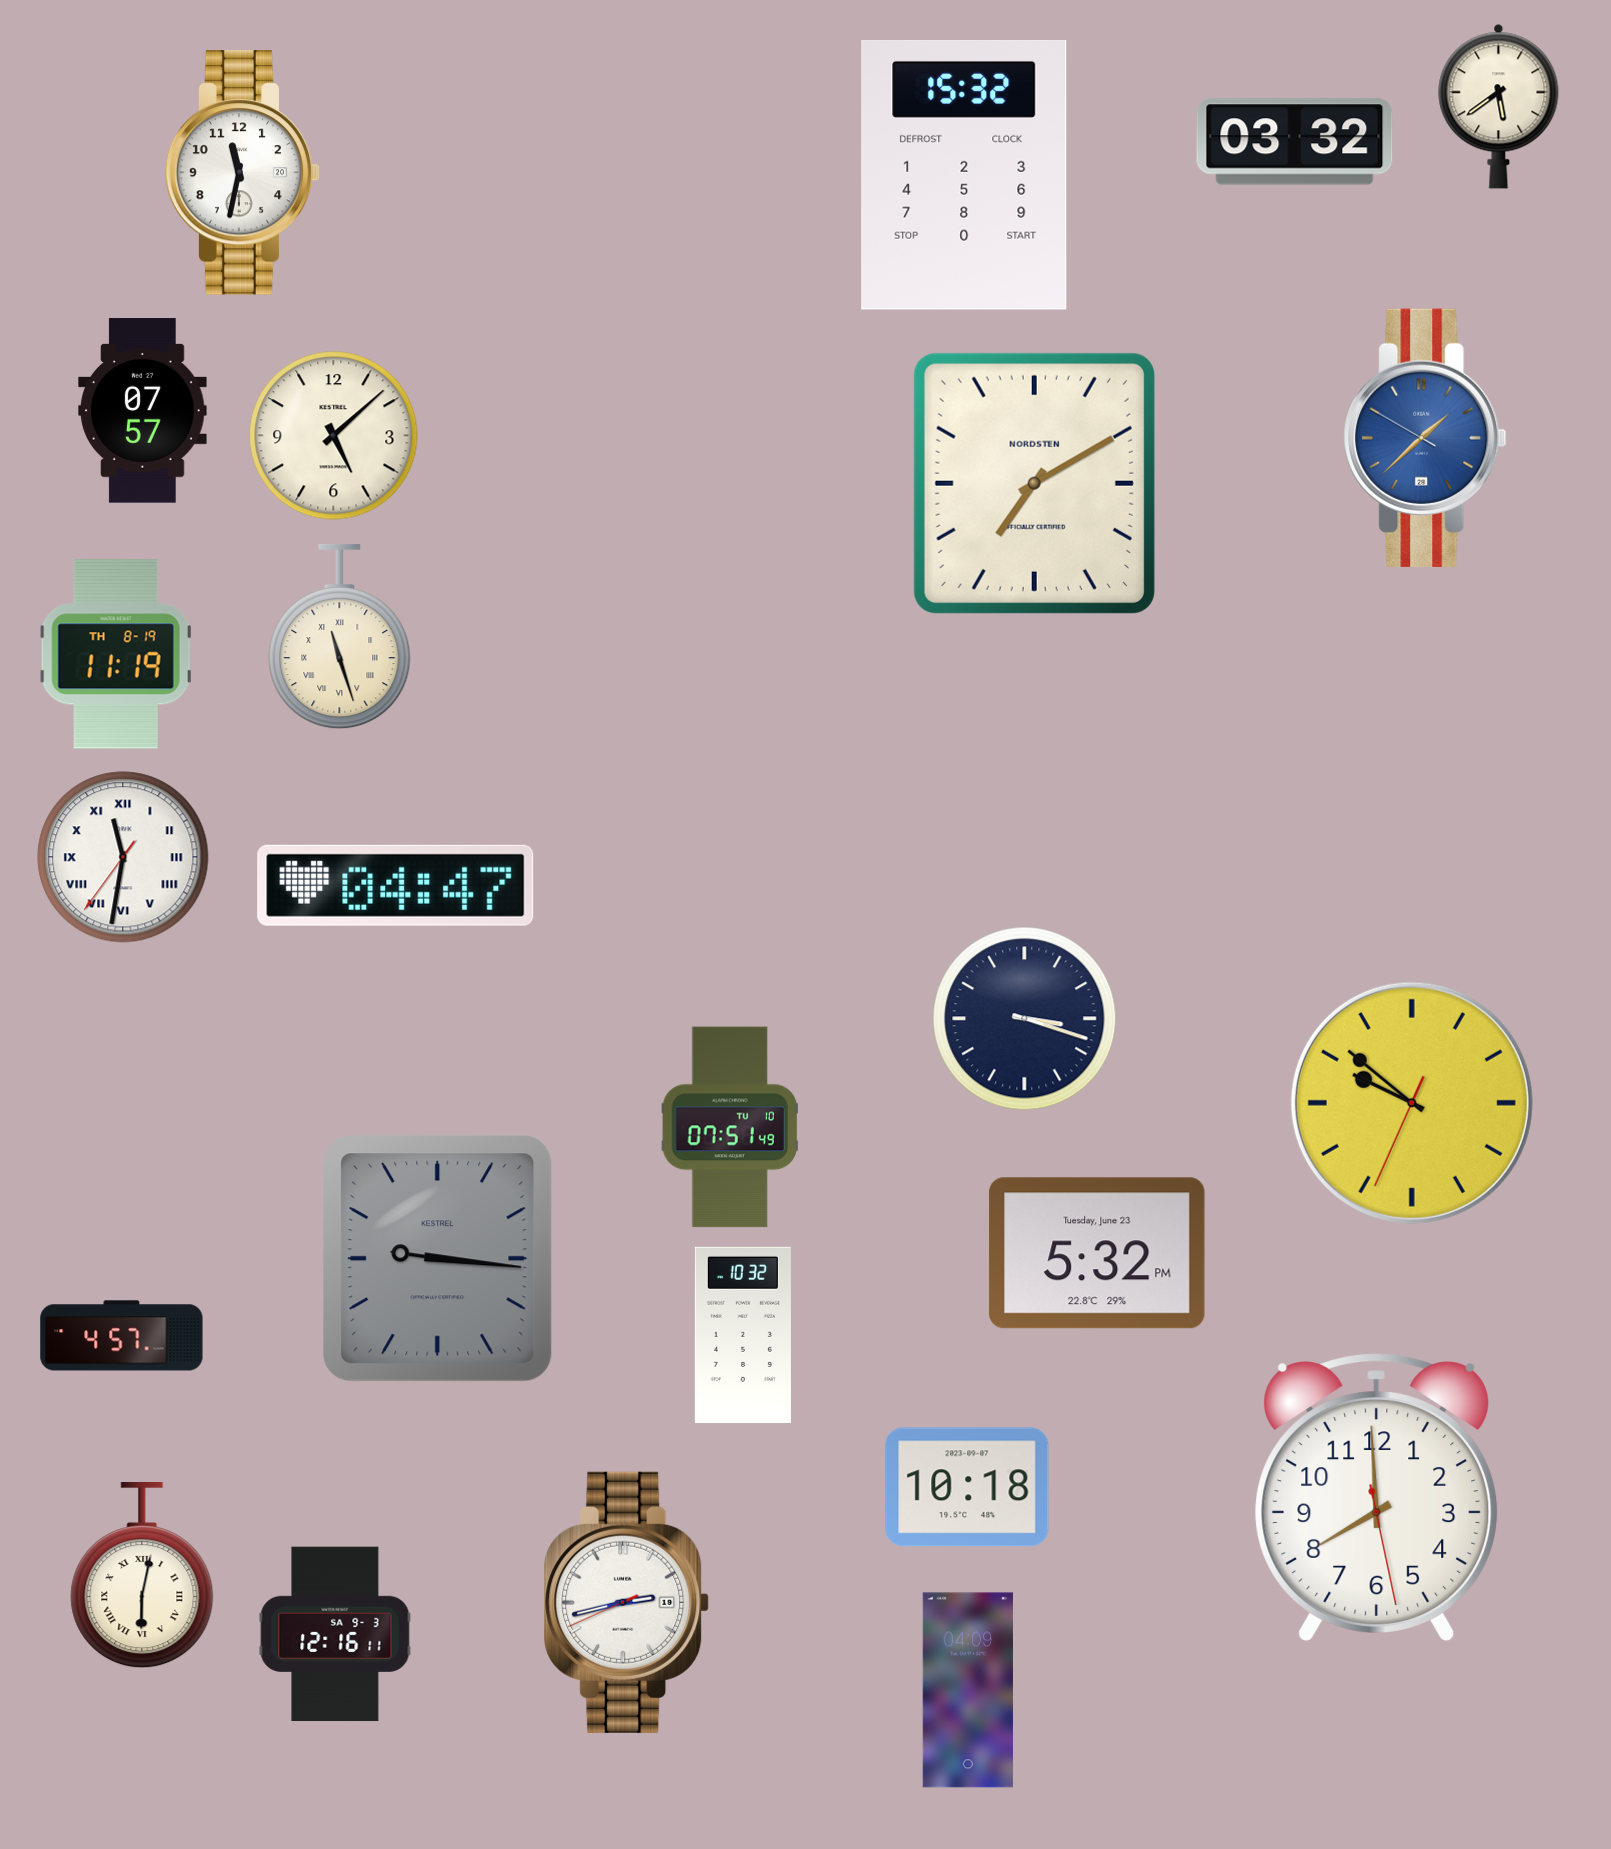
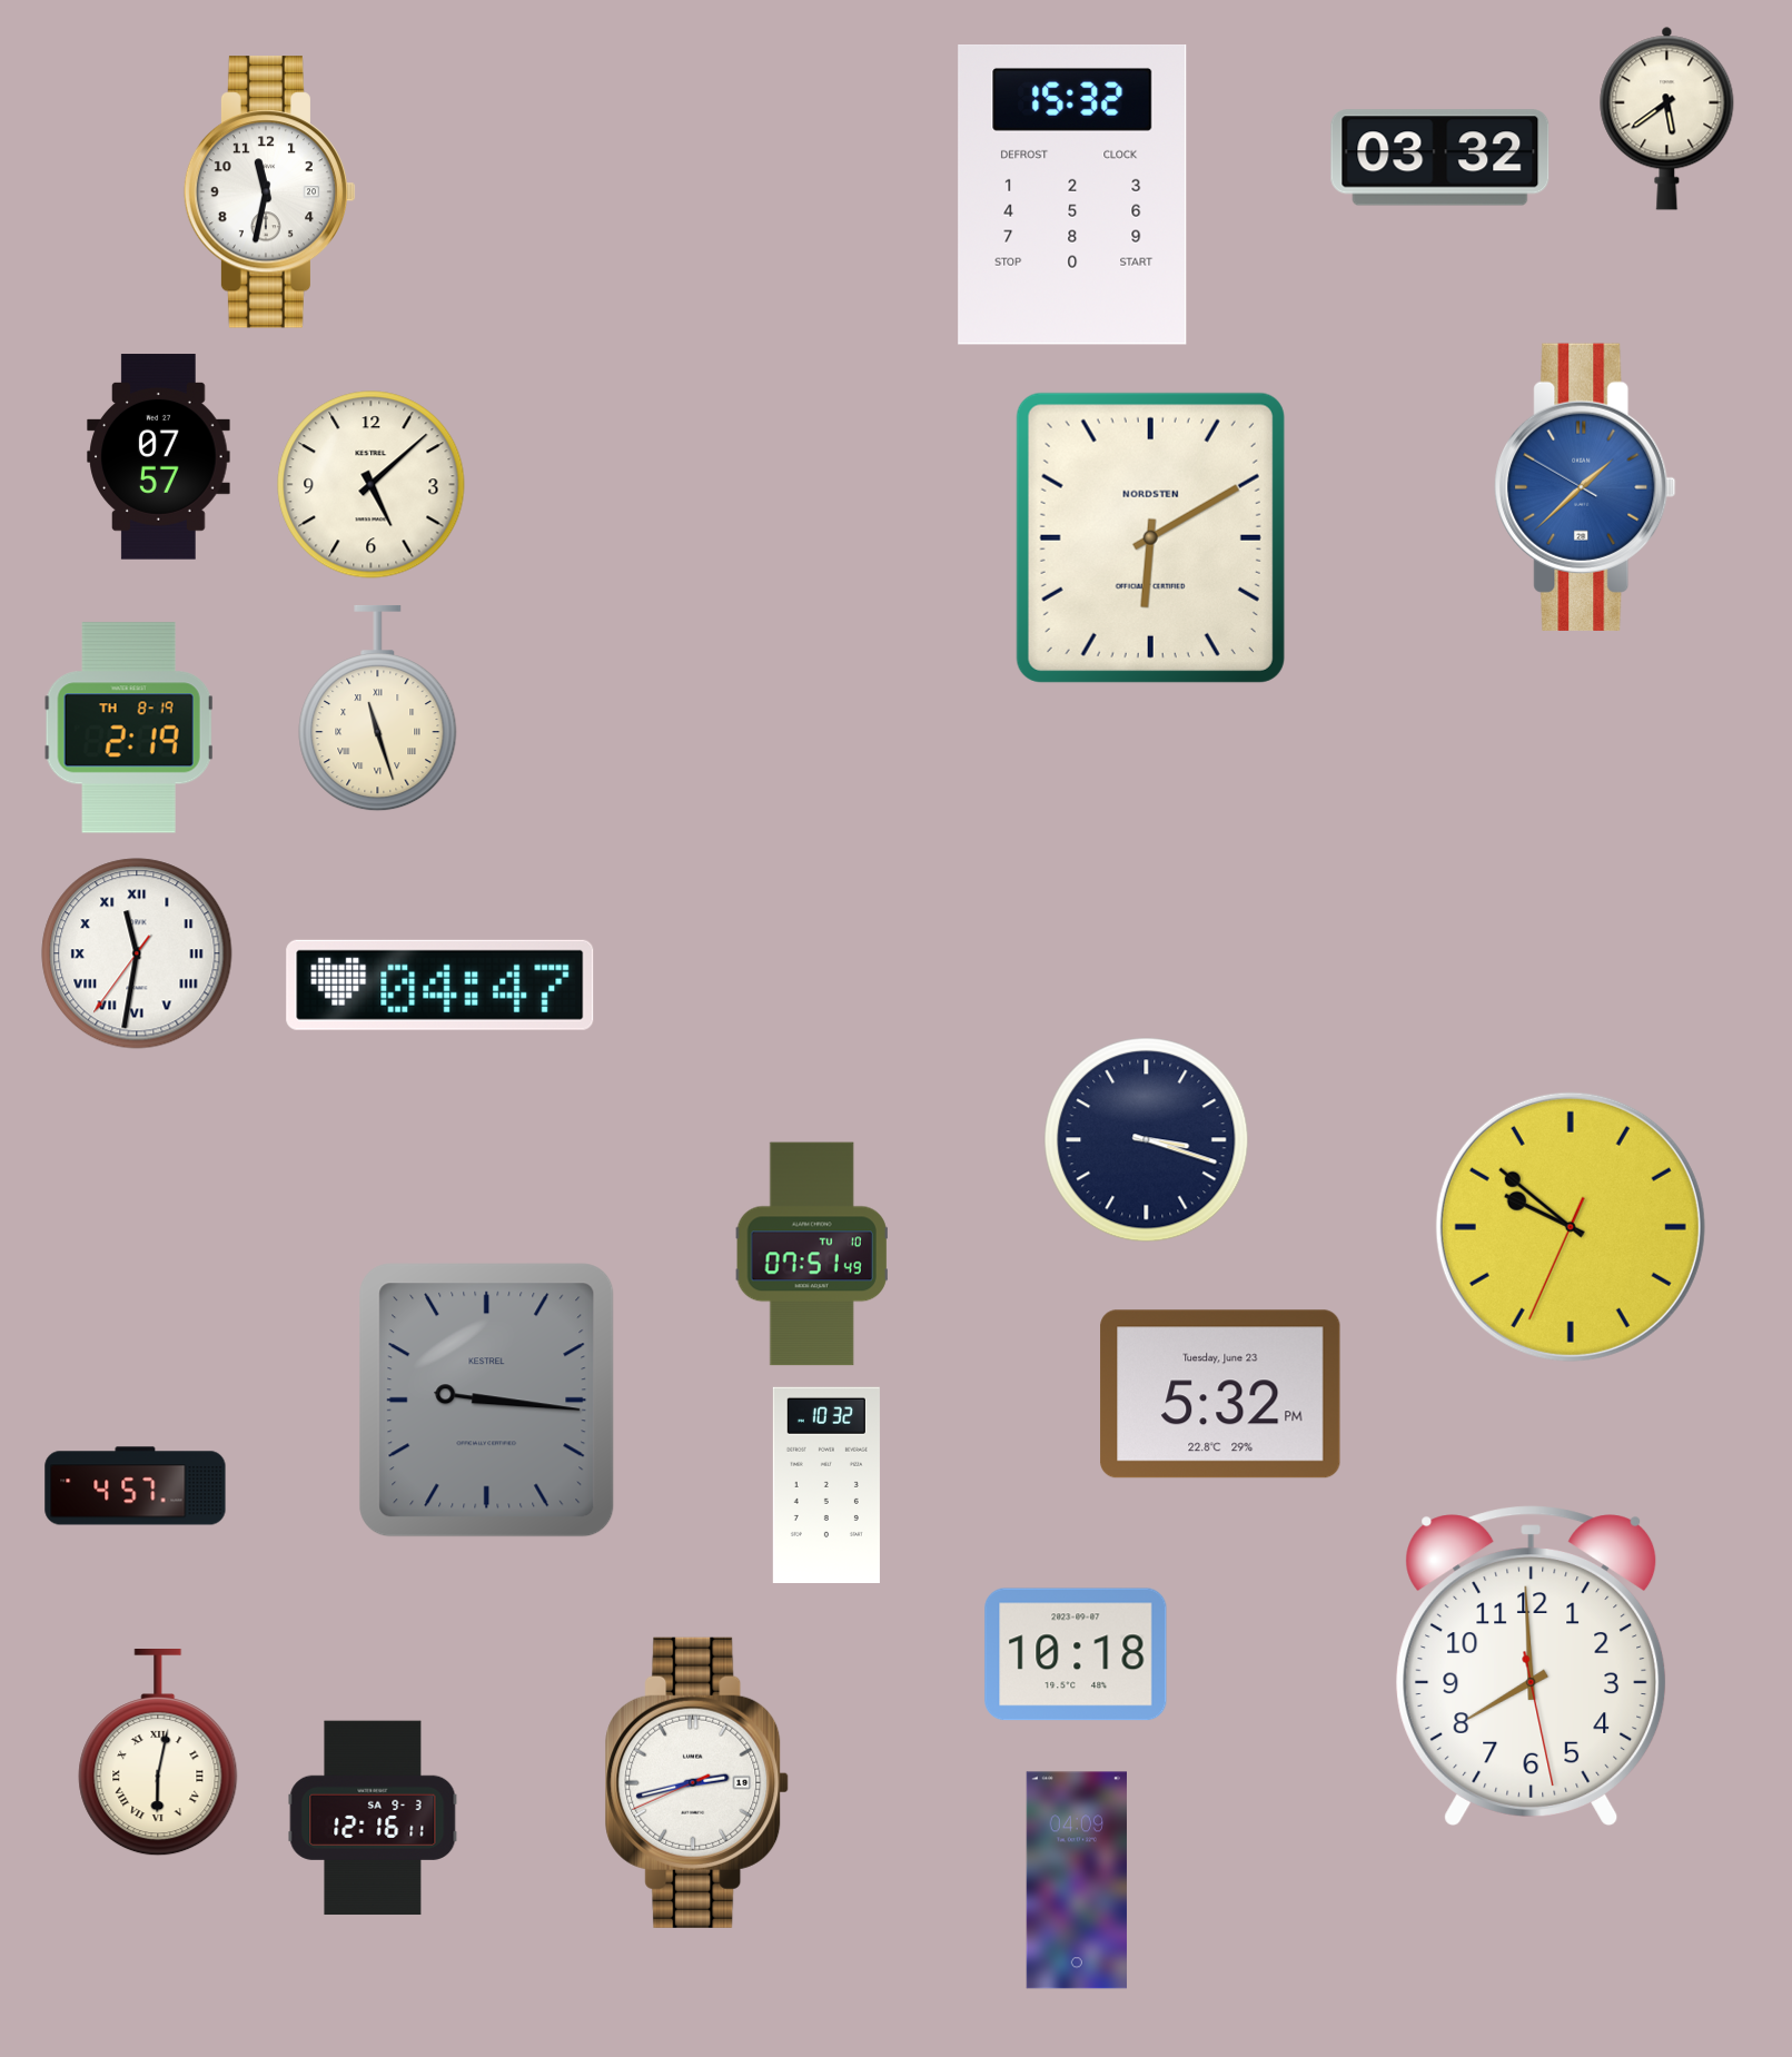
clock at (1034, 483): 7:10 -> 6:10
clock at (116, 654): 11:19 -> 2:19
clock at (1025, 1019) position: (1025, 1019) -> (1147, 1140)
